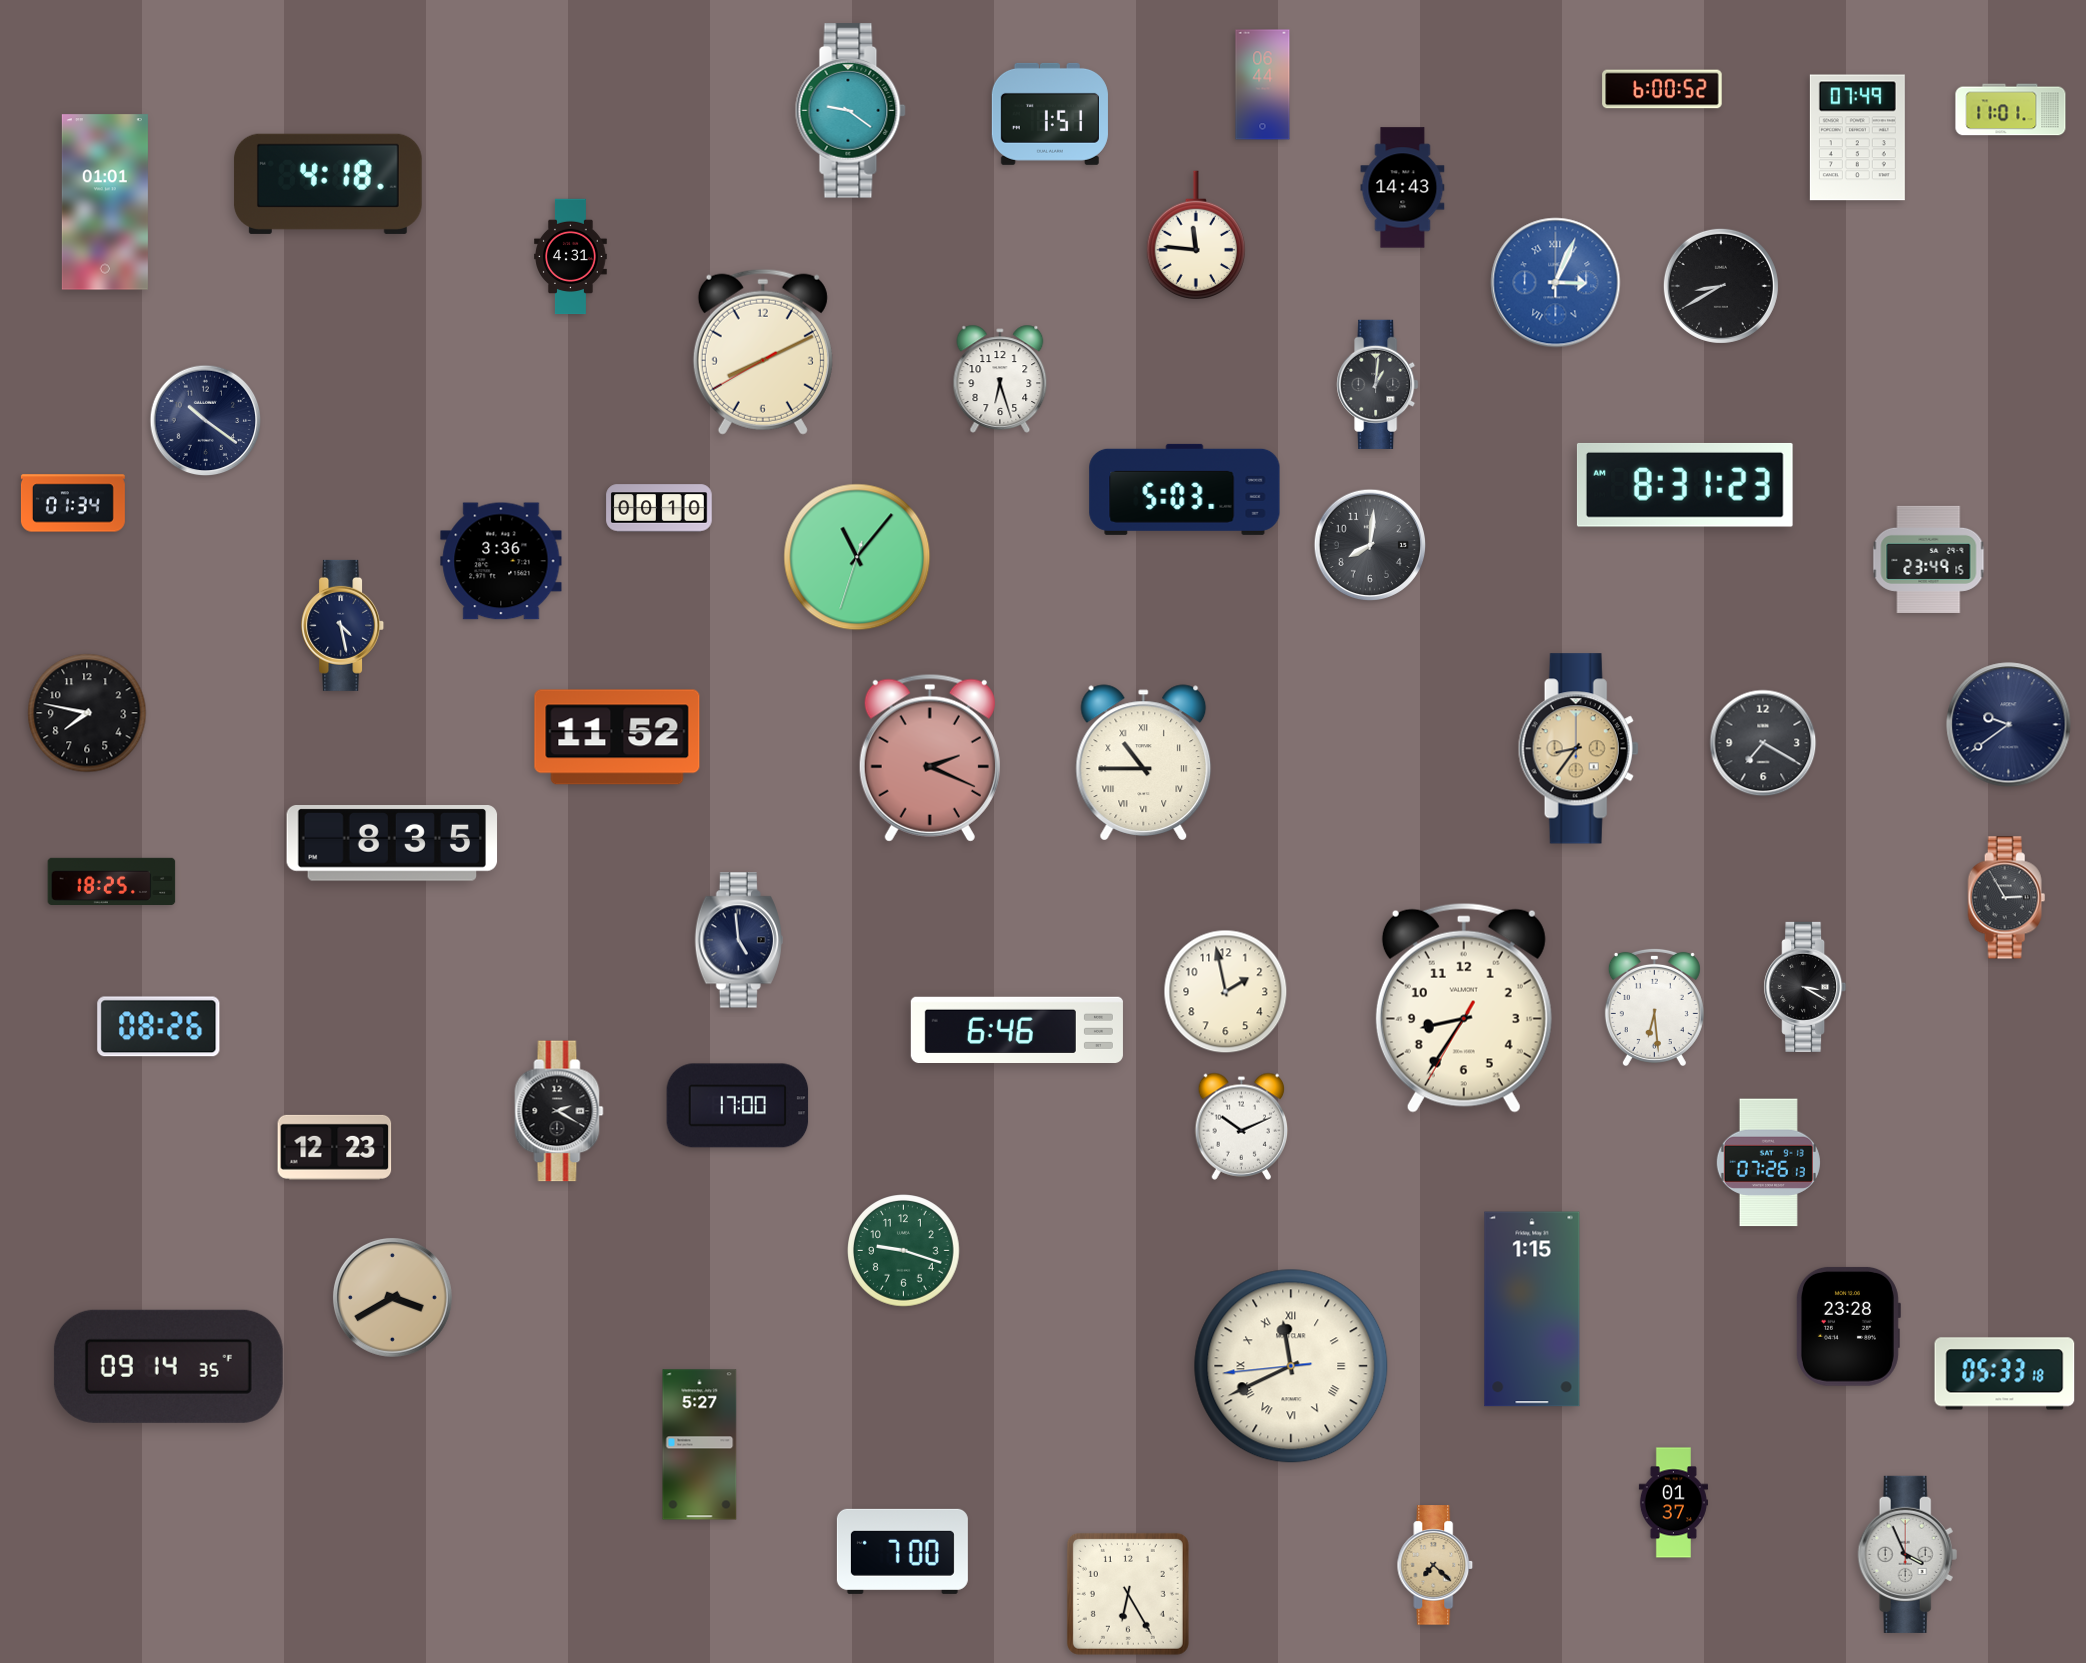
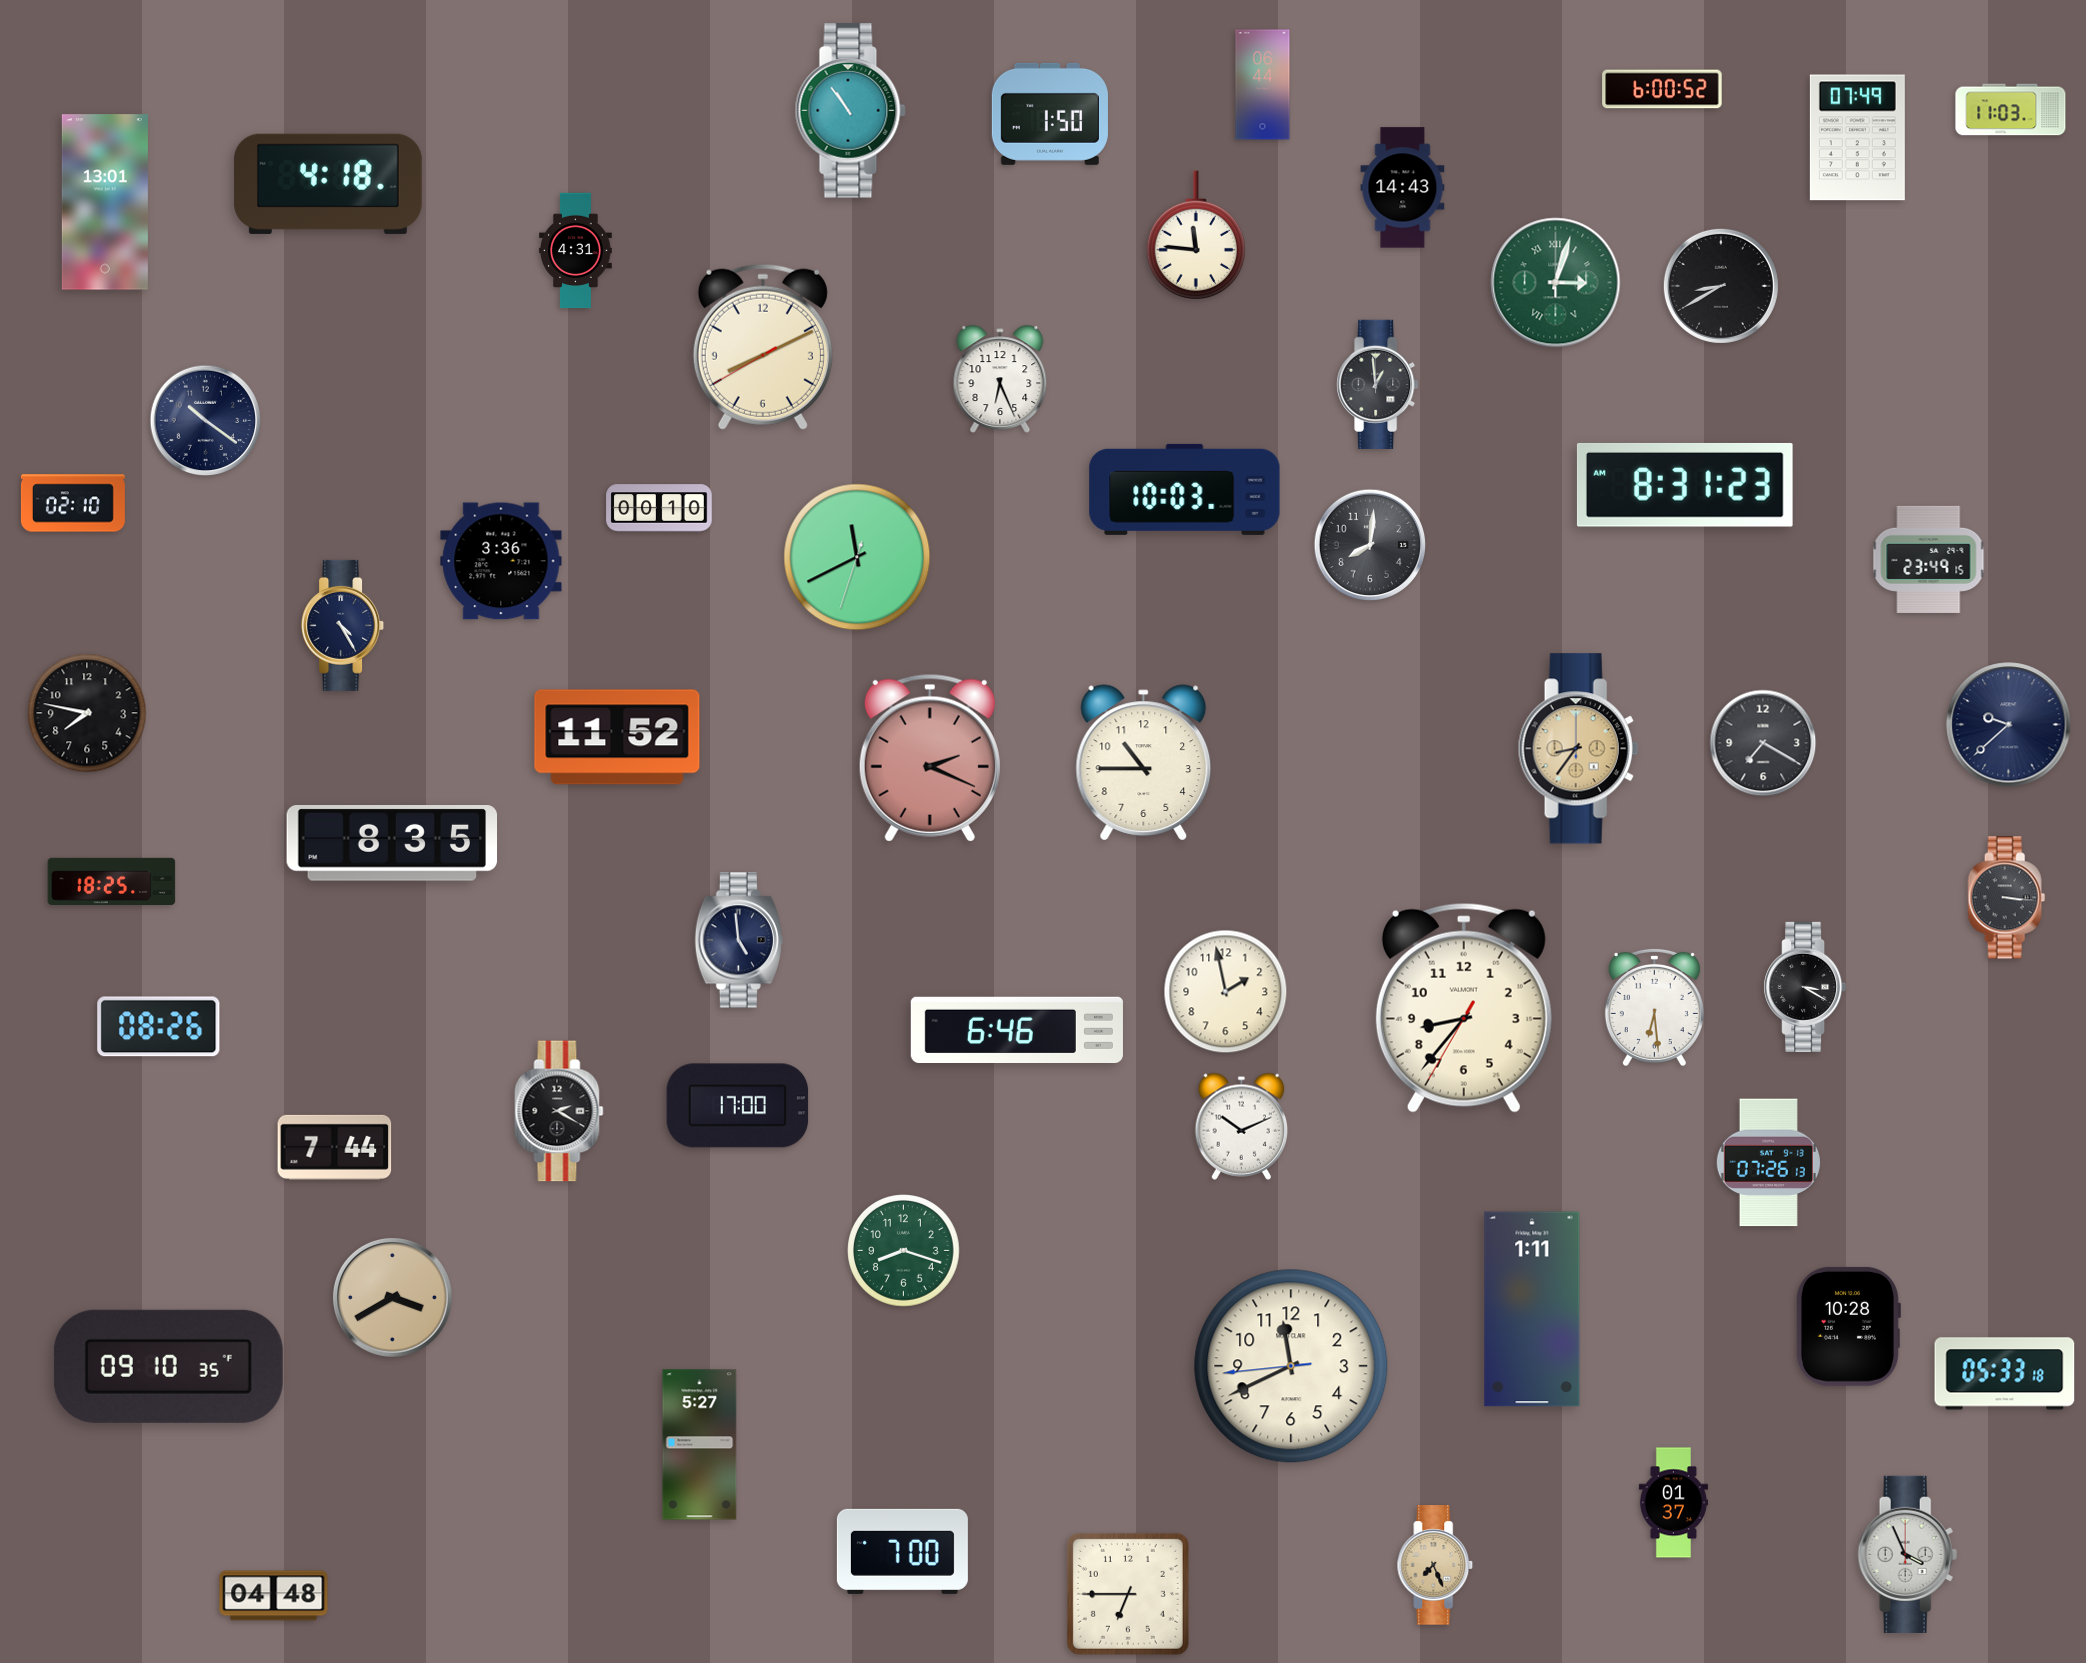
clock at (2011, 110): 11:01 -> 11:03
clock at (850, 111): 9:21 -> 10:54
clock at (1050, 114): 1:51 -> 1:50
clock at (105, 202): 01:01 -> 13:01
clock at (571, 257) position: (571, 257) -> (576, 251)
clock at (1556, 283): 3:04 -> 3:03
clock at (1556, 283) dial: blue -> green
clock at (763, 352) position: (763, 352) -> (763, 347)
clock at (1000, 379): 6:27 -> 6:26
clock at (1378, 384): 1:01 -> 12:59
clock at (1185, 489): 5:03 -> 10:03
clock at (73, 503): 01:34 -> 02:10
clock at (857, 557): 11:06 -> 11:40
clock at (343, 625): 4:28 -> 4:25
clock at (2009, 725): 9:39 -> 9:38
clock at (1144, 763) numerals: Roman -> Arabic
clock at (2007, 898): 2:55 -> 3:16
clock at (1464, 1008): 8:35 -> 8:36
clock at (335, 1147): 12:23 -> 7:44
clock at (904, 1251): 9:18 -> 8:18
clock at (1532, 1309): 1:15 -> 1:11
clock at (1848, 1326): 23:28 -> 10:28
clock at (168, 1366): 09:14 -> 09:10
clock at (1291, 1366) numerals: Roman -> Arabic
clock at (1435, 1565): 7:22 -> 7:26
clock at (1128, 1594): 6:25 -> 6:45
clock at (274, 1596): none -> 04:48
